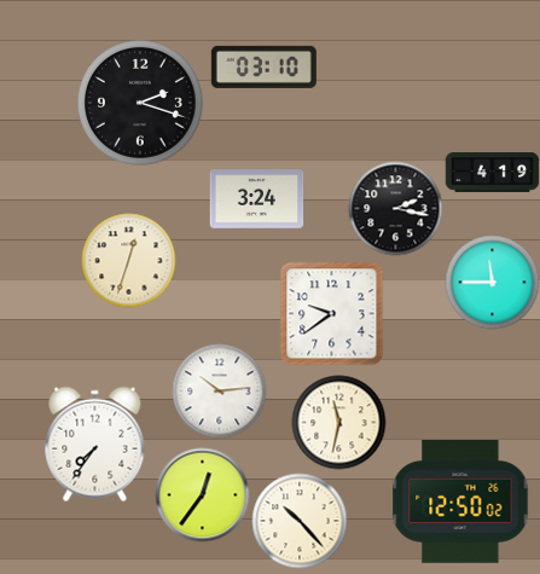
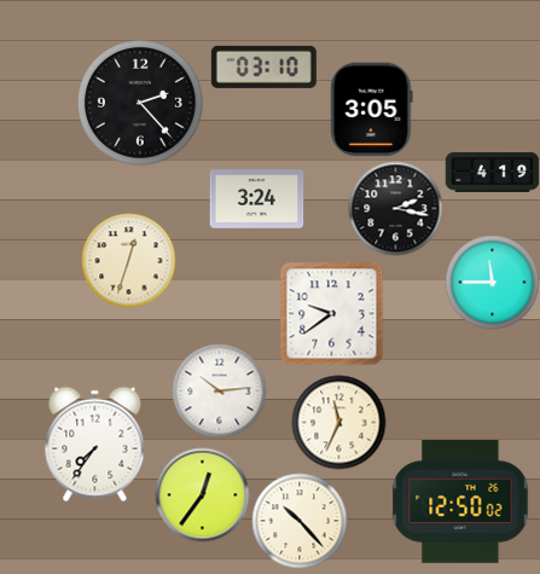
clock at (140, 103): 2:18 -> 2:23
clock at (372, 109): none -> 3:05
clock at (338, 422): 11:32 -> 11:34
